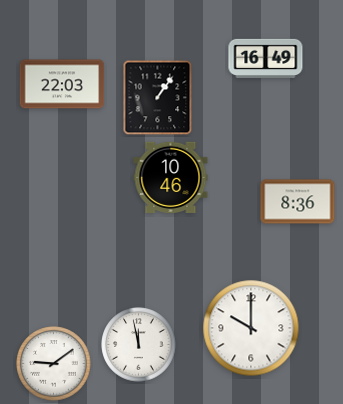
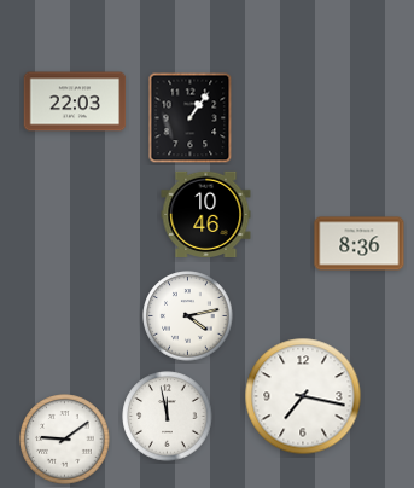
clock at (266, 58): 16:49 -> none
clock at (188, 316): none -> 4:13
clock at (251, 328): 10:00 -> 7:17
